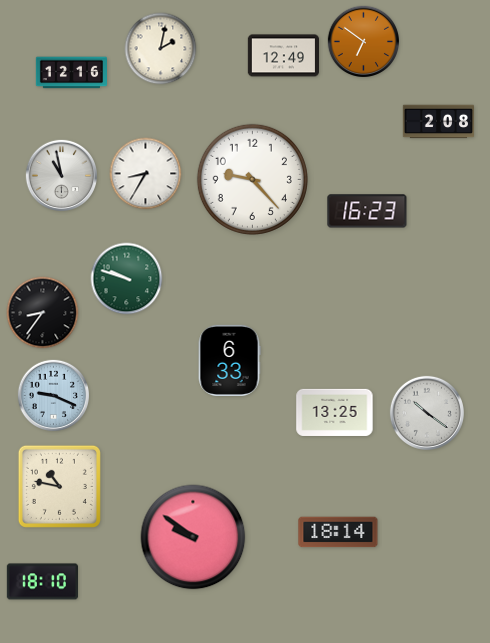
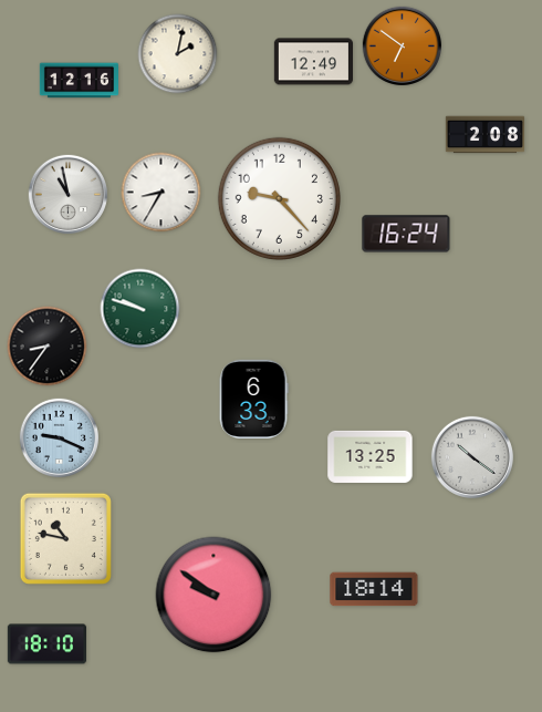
clock at (367, 211): 16:23 -> 16:24
